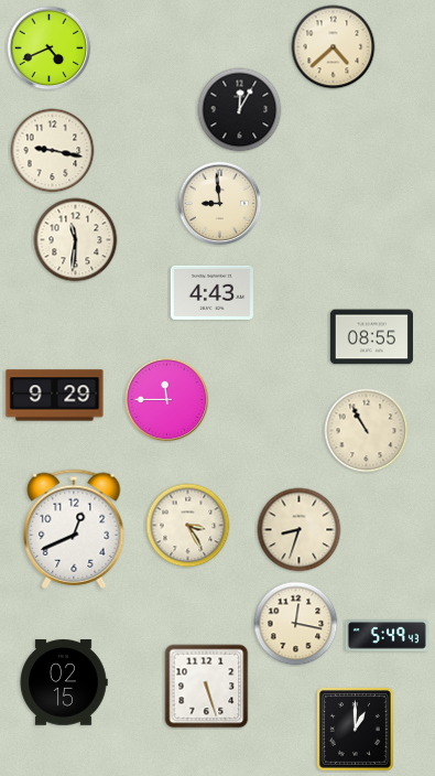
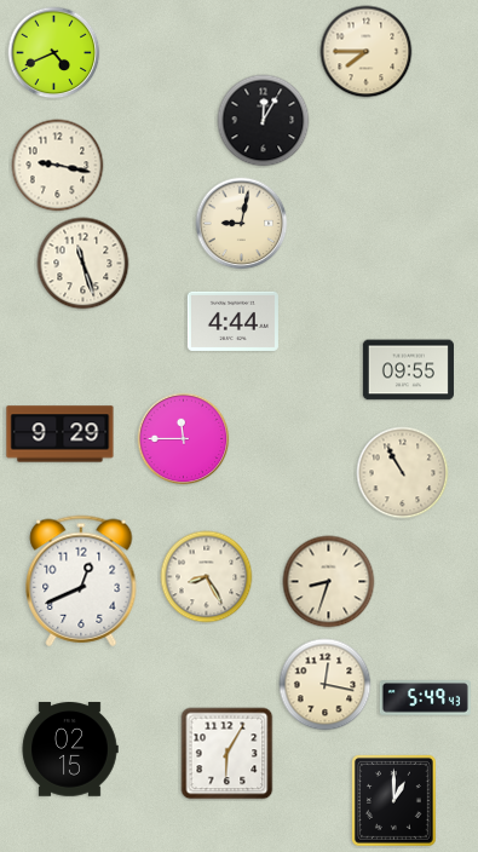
clock at (334, 47): 4:38 -> 7:45
clock at (220, 204): 8:59 -> 9:02
clock at (76, 240): 11:31 -> 11:27
clock at (211, 292): 4:43 -> 4:44
clock at (371, 337): 08:55 -> 09:55
clock at (188, 526): 3:25 -> 8:25
clock at (207, 687): 5:27 -> 6:05
clock at (355, 729) position: (355, 729) -> (393, 800)
